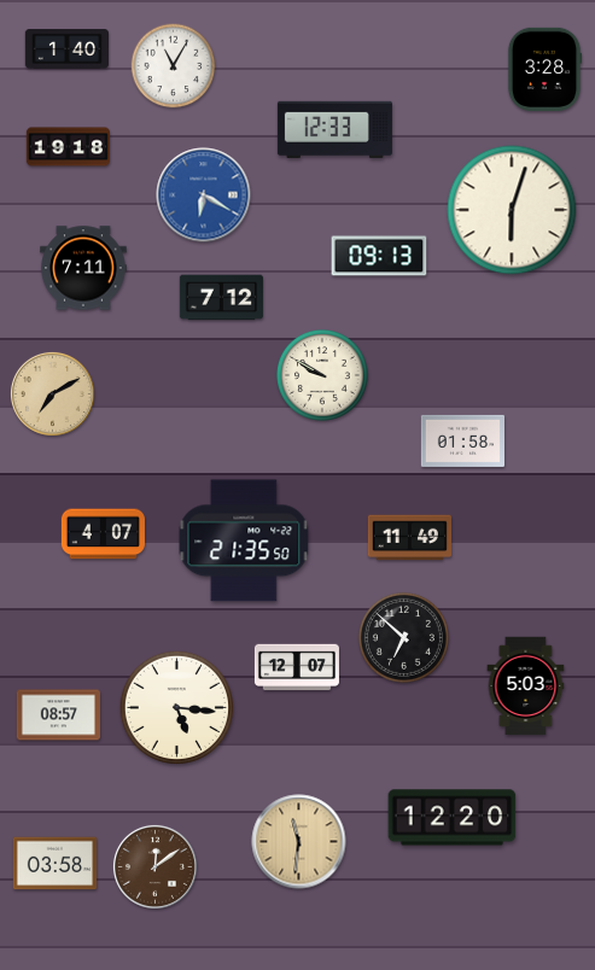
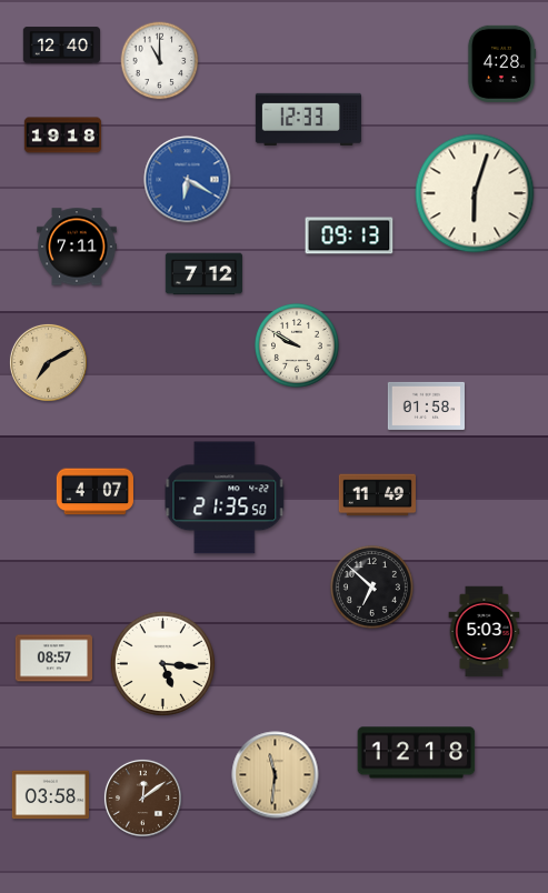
clock at (66, 49): 1:40 -> 12:40
clock at (174, 66): 11:05 -> 11:00
clock at (544, 69): 3:28 -> 4:28
clock at (512, 210) position: (512, 210) -> (475, 193)
clock at (297, 667): 12:07 -> none
clock at (176, 707) position: (176, 707) -> (162, 663)
clock at (453, 818): 12:20 -> 12:18
